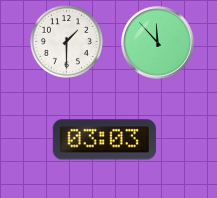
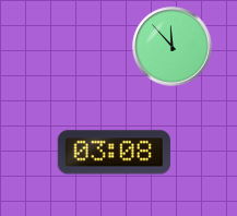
clock at (66, 41): 1:30 -> none
clock at (104, 140): 03:03 -> 03:08
